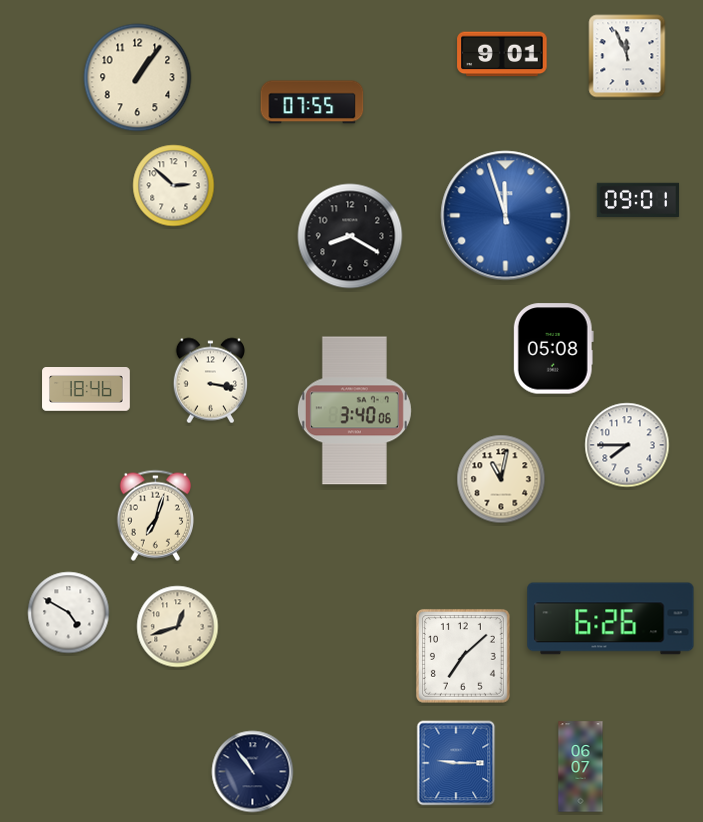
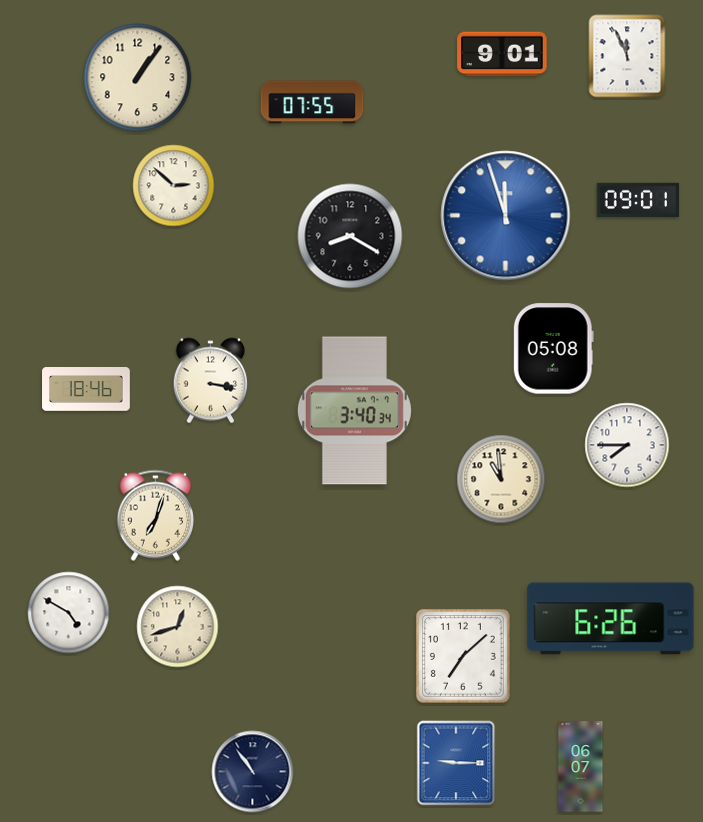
clock at (354, 411): 3:40:06 -> 3:40:34
clock at (501, 479): 11:02 -> 10:59
